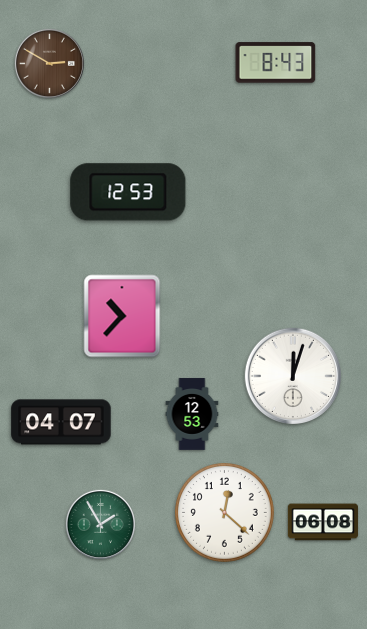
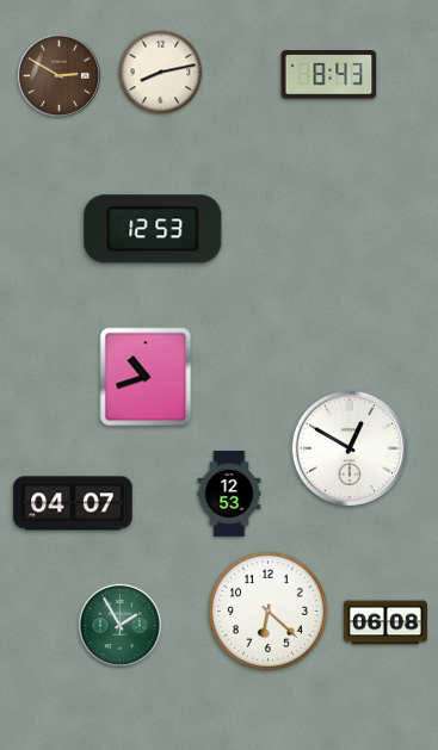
clock at (161, 73): none -> 8:13
clock at (122, 316): 10:37 -> 10:42
clock at (292, 375): 12:03 -> 12:50
clock at (225, 513): 12:22 -> 6:22
